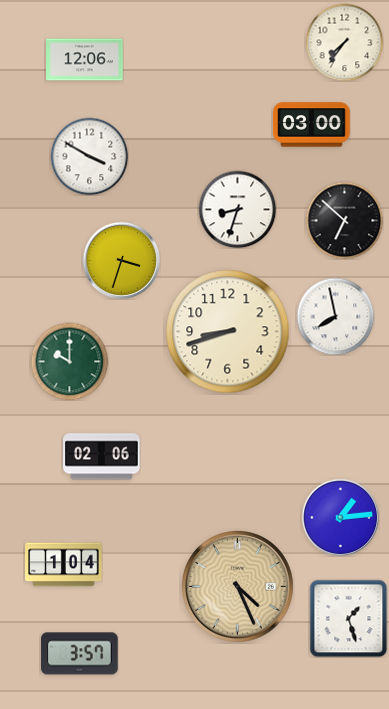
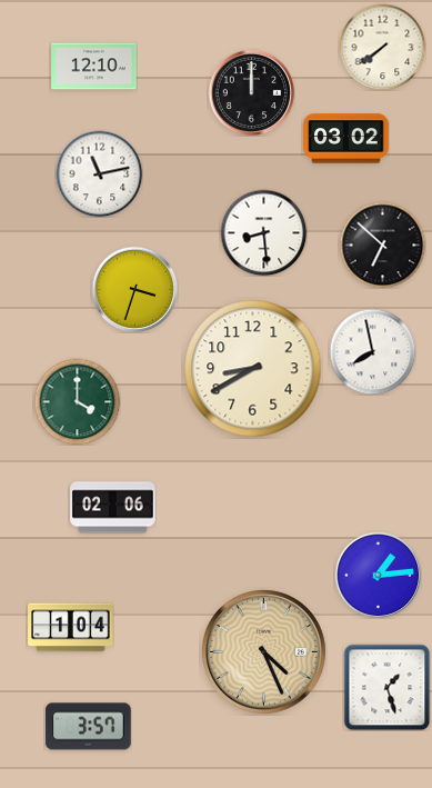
clock at (344, 42): 7:36 -> 7:39
clock at (85, 60): 12:06 -> 12:10
clock at (251, 92): none -> 12:00
clock at (312, 125): 03:00 -> 03:02
clock at (89, 156): 3:50 -> 11:13
clock at (237, 209): 8:33 -> 8:29
clock at (228, 332): 8:42 -> 8:40
clock at (69, 361): 10:00 -> 4:00
